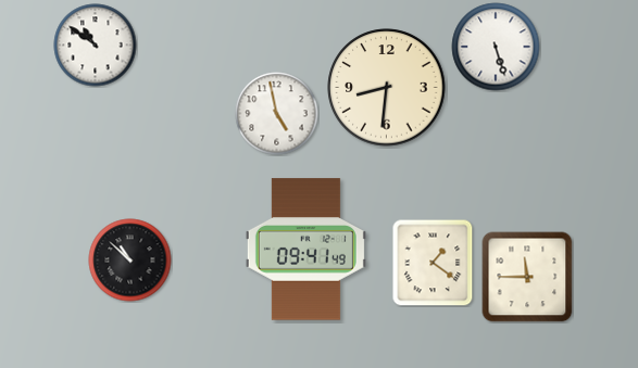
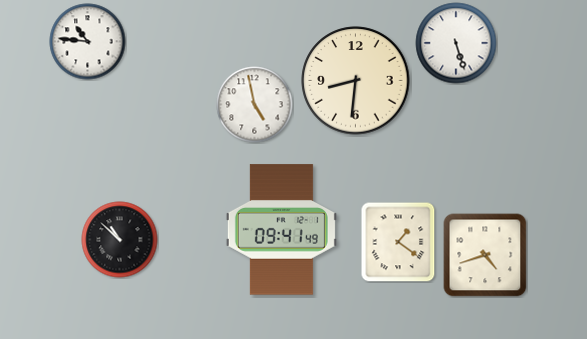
clock at (96, 46): 10:51 -> 10:46
clock at (527, 277): 11:45 -> 4:42
